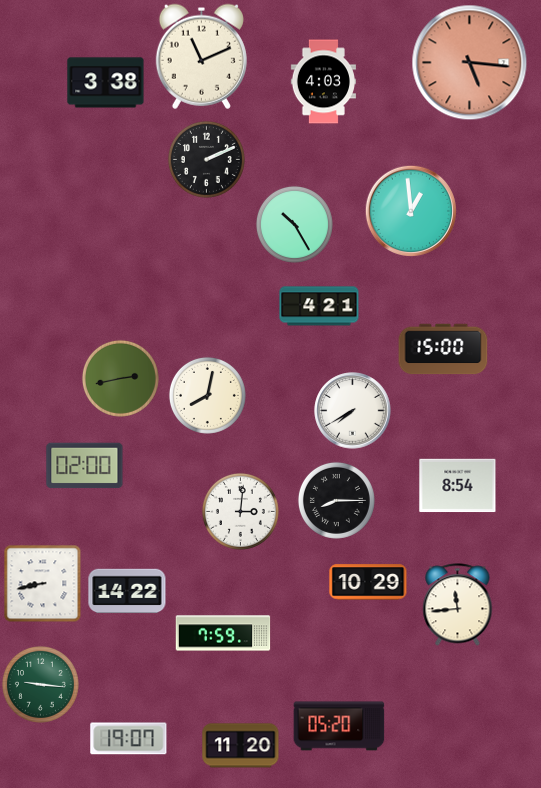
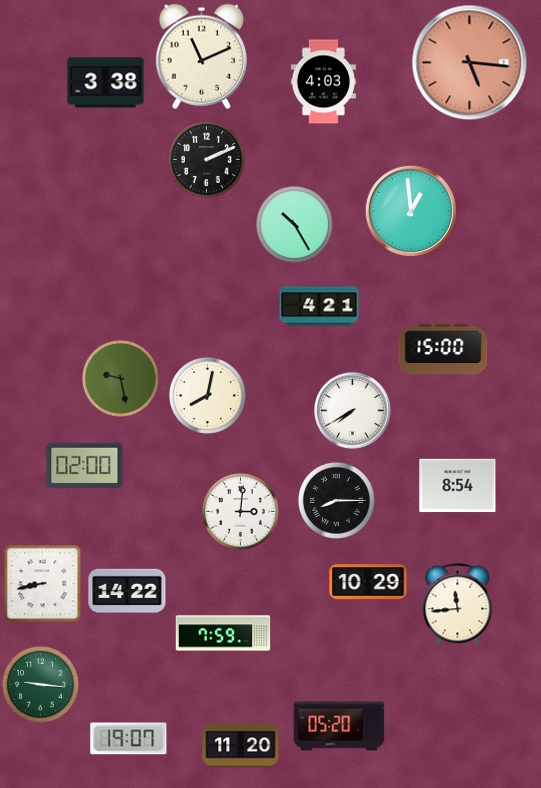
clock at (120, 378): 2:43 -> 9:28
